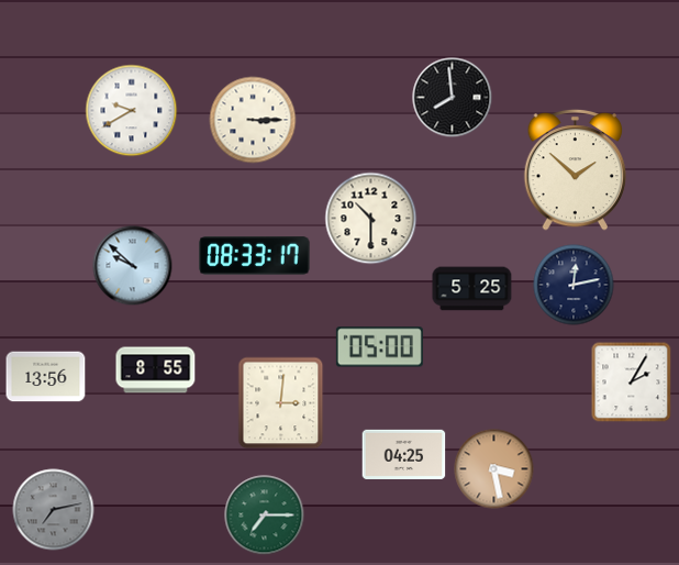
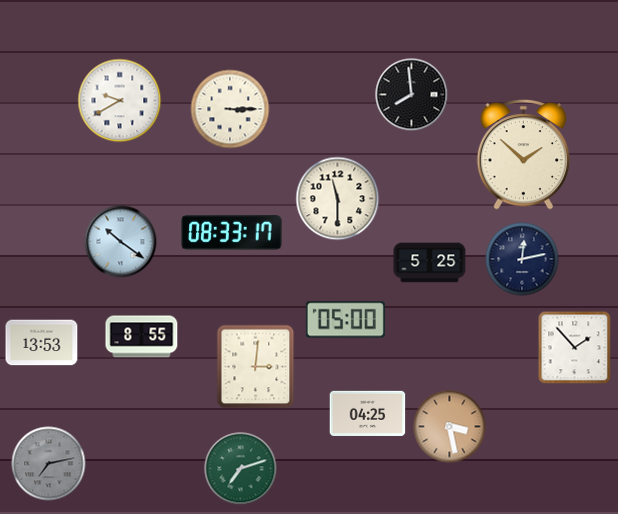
clock at (453, 98) position: (453, 98) -> (412, 95)
clock at (371, 219): 10:30 -> 11:30
clock at (133, 266): 9:52 -> 10:21
clock at (379, 347) position: (379, 347) -> (345, 320)
clock at (46, 377): 13:56 -> 13:53
clock at (632, 383): 2:05 -> 1:53
clock at (265, 516): 7:15 -> 7:12
